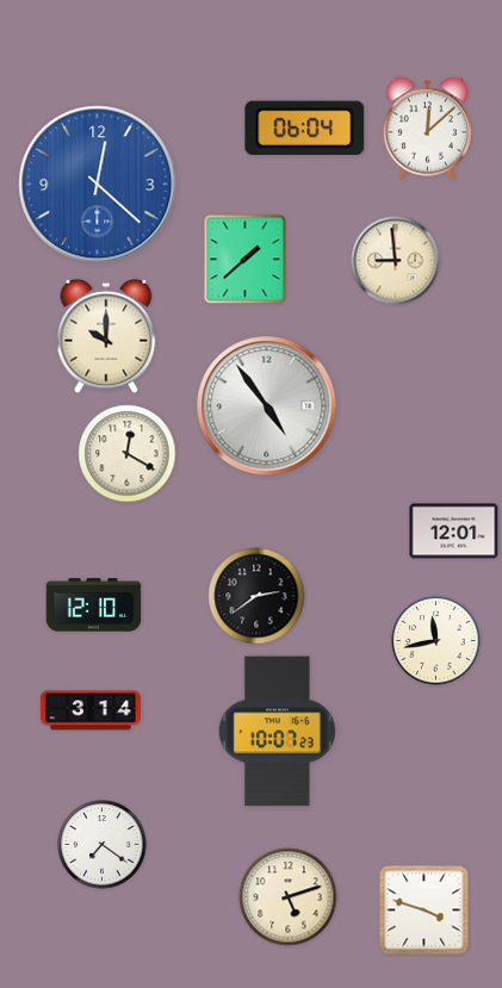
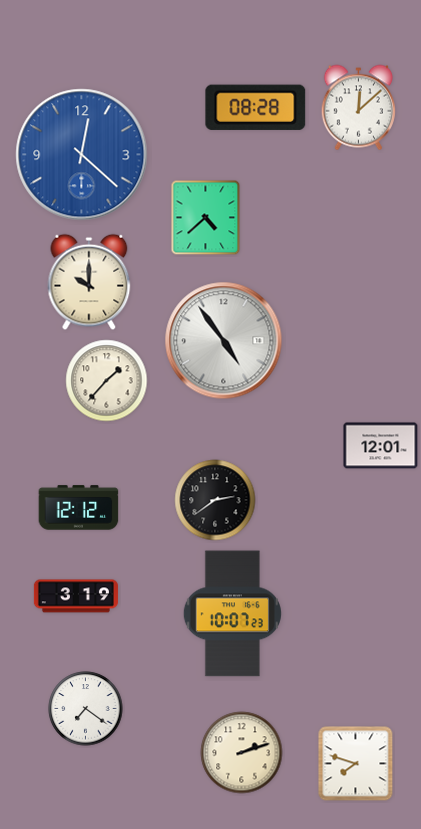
clock at (305, 128): 06:04 -> 08:28
clock at (246, 260): 1:38 -> 4:38
clock at (396, 261): 8:59 -> none
clock at (128, 454): 12:20 -> 1:37
clock at (94, 605): 12:10 -> 12:12
clock at (436, 641): 11:43 -> none
clock at (91, 710): 3:14 -> 3:19
clock at (289, 897): 5:12 -> 2:12
clock at (424, 911): 3:48 -> 7:48
